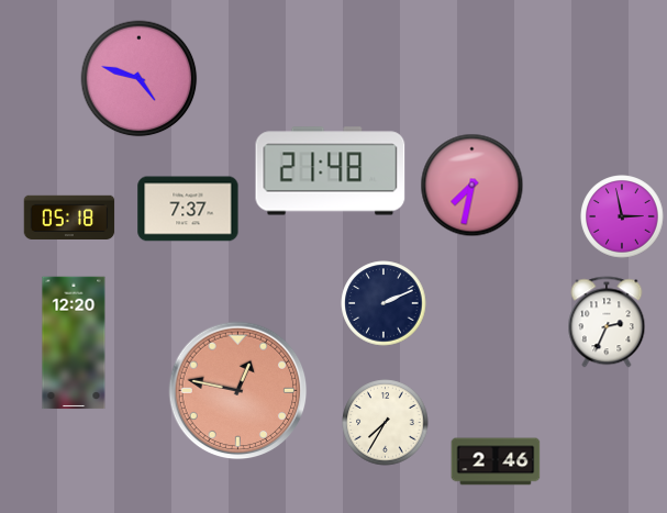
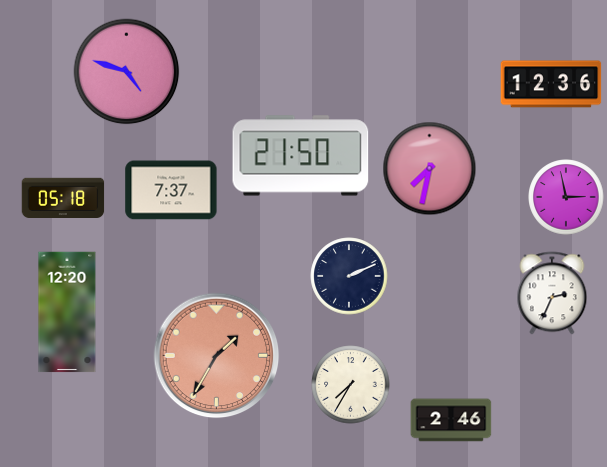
clock at (551, 84): none -> 12:36
clock at (331, 171): 21:48 -> 21:50
clock at (238, 391): 12:47 -> 1:35
